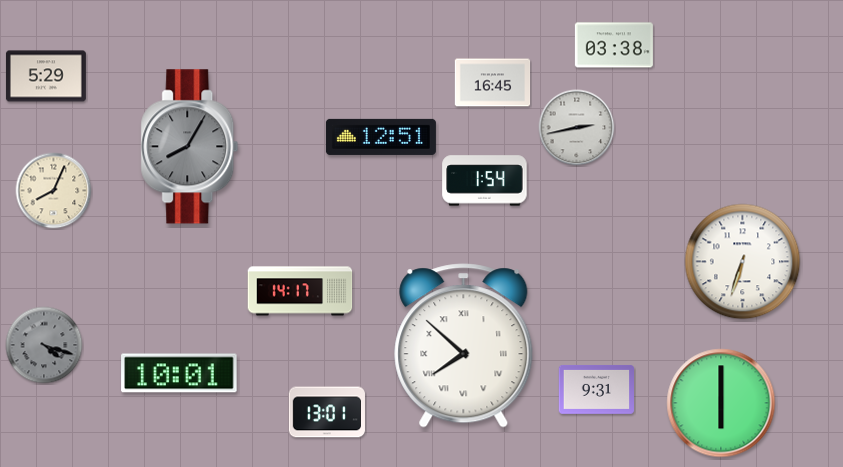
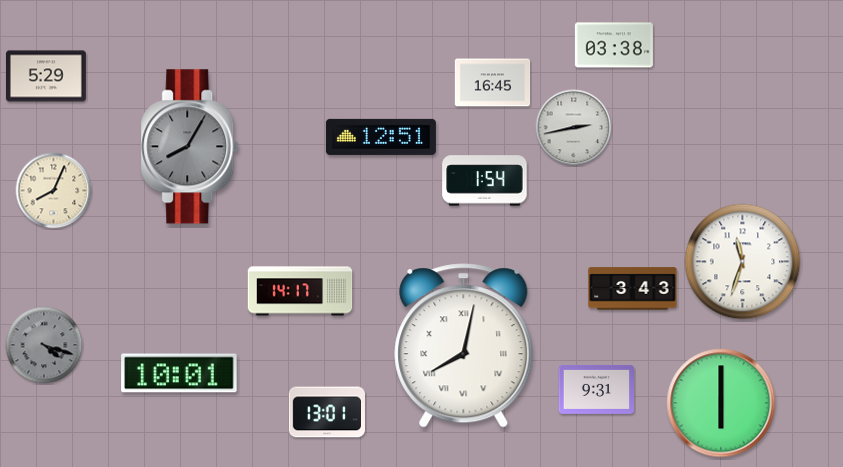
clock at (577, 128) position: (577, 128) -> (574, 128)
clock at (743, 262): 6:33 -> 11:33
clock at (633, 289): none -> 3:43
clock at (464, 346): 7:52 -> 8:02
